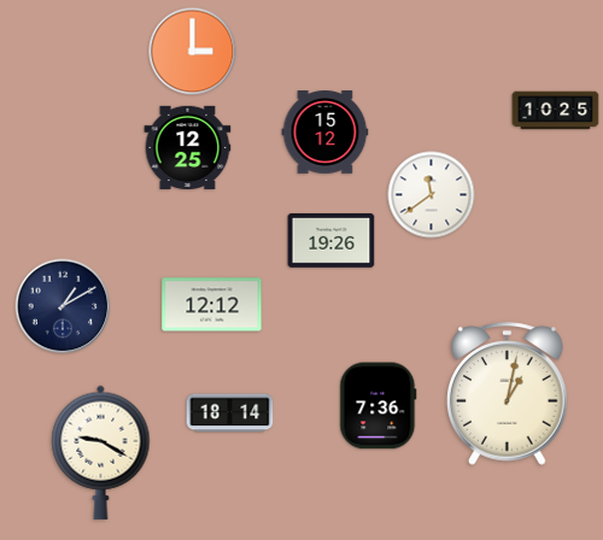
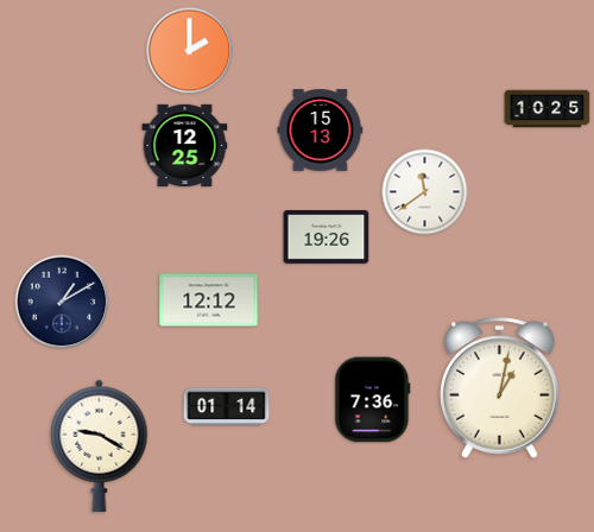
clock at (193, 52): 3:00 -> 2:00
clock at (326, 133): 15:12 -> 15:13
clock at (230, 413): 18:14 -> 01:14
